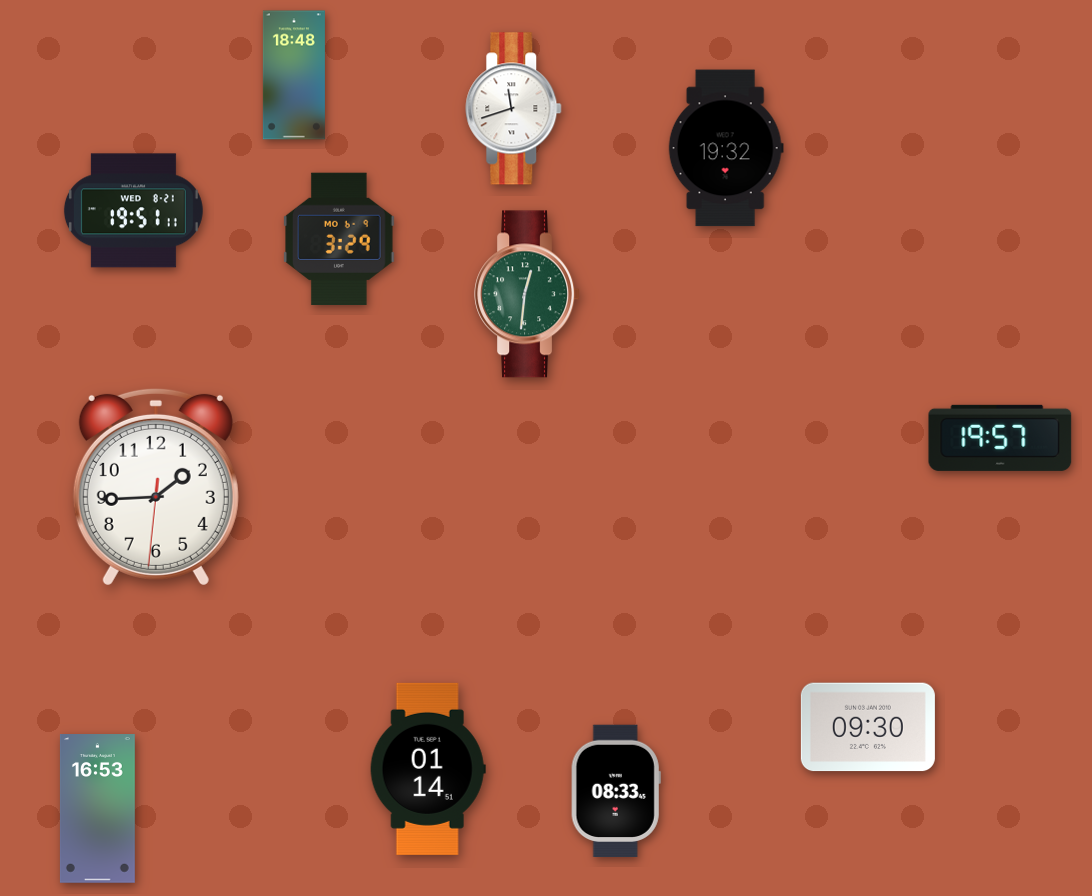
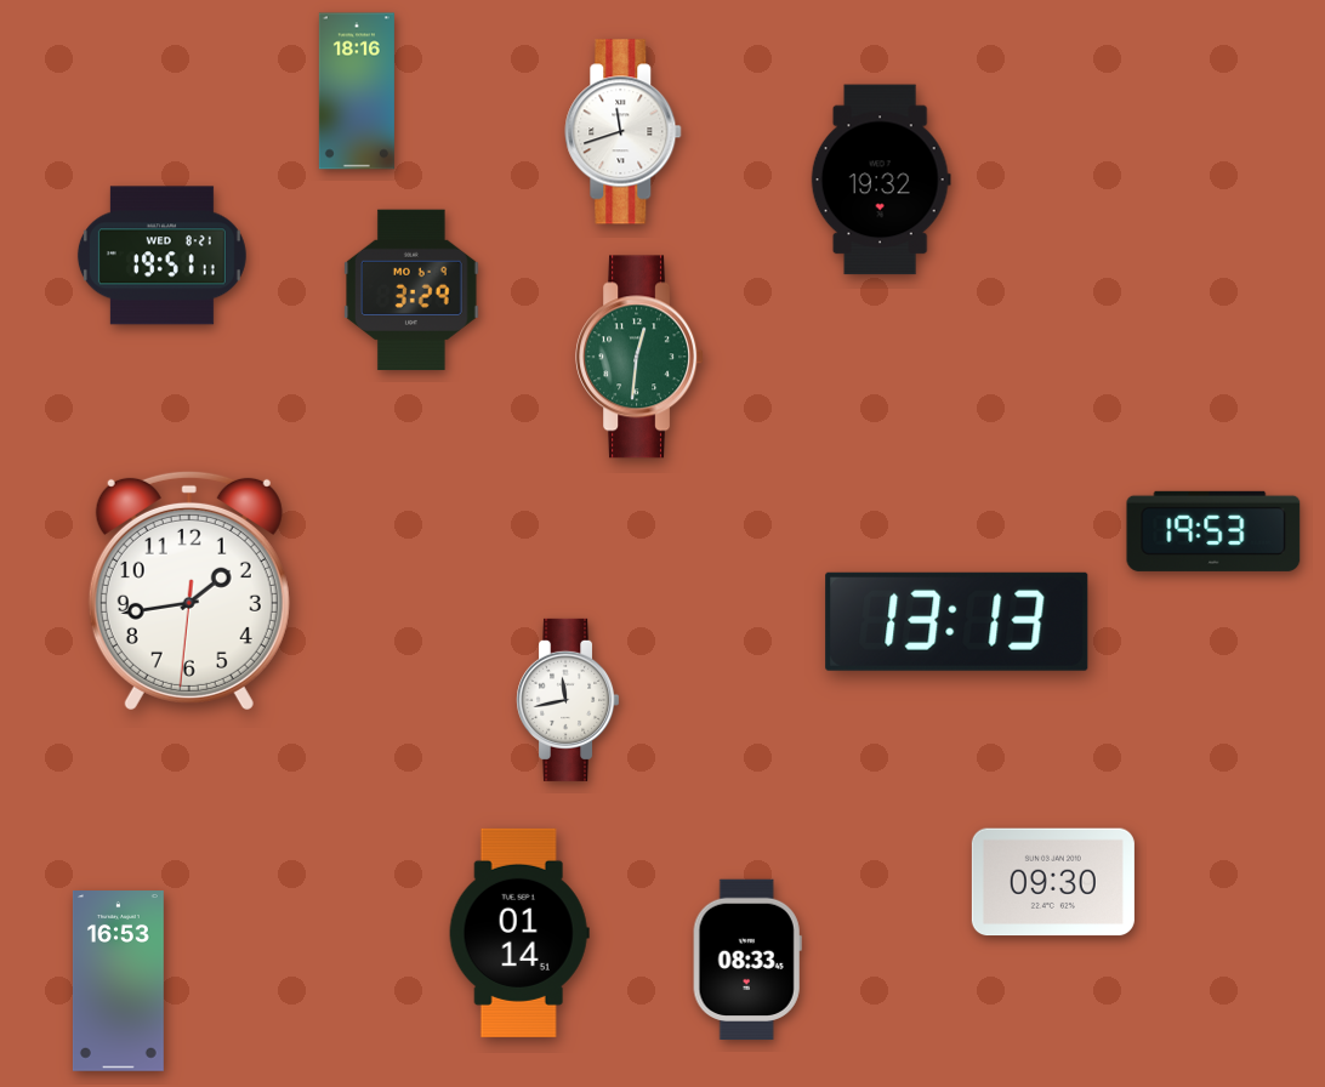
clock at (294, 75): 18:48 -> 18:16
clock at (1000, 438): 19:57 -> 19:53
clock at (156, 487): 1:44 -> 1:43
clock at (957, 621): none -> 13:13
clock at (568, 700): none -> 11:43
